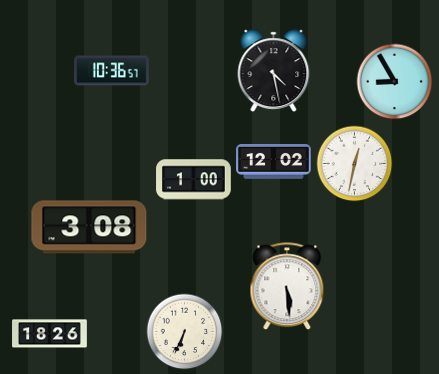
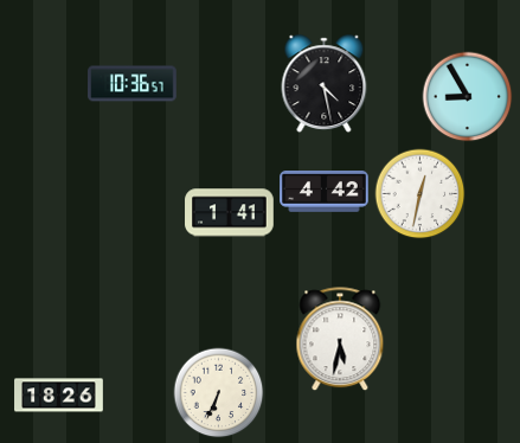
clock at (274, 162): 12:02 -> 4:42
clock at (194, 180): 1:00 -> 1:41
clock at (89, 227): 3:08 -> none
clock at (287, 287): 5:29 -> 5:32
